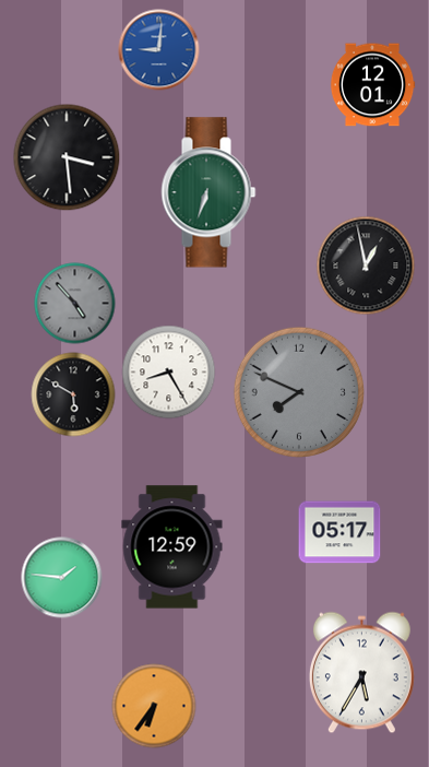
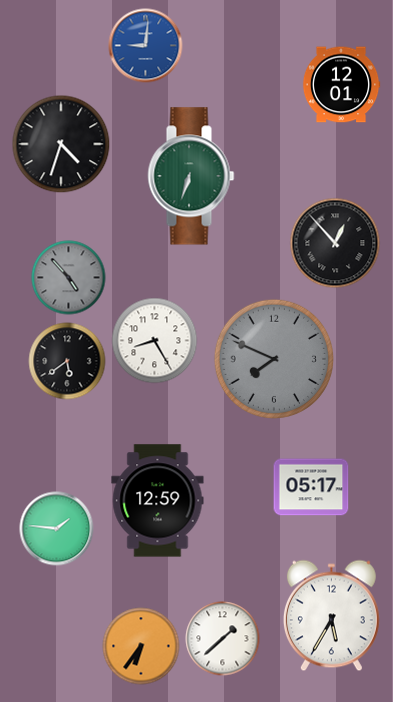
clock at (372, 85) position: (372, 85) -> (341, 85)
clock at (67, 157): 3:29 -> 4:33
clock at (366, 265): 12:58 -> 12:53
clock at (73, 394): 5:50 -> 5:39
clock at (223, 639): none -> 1:38
